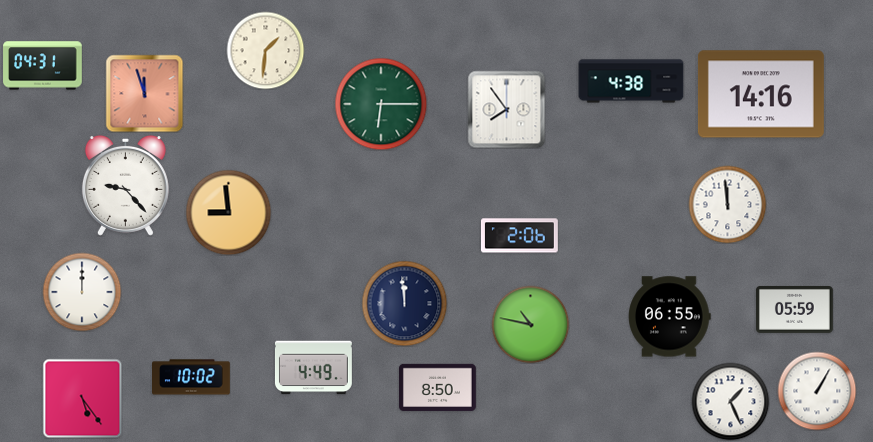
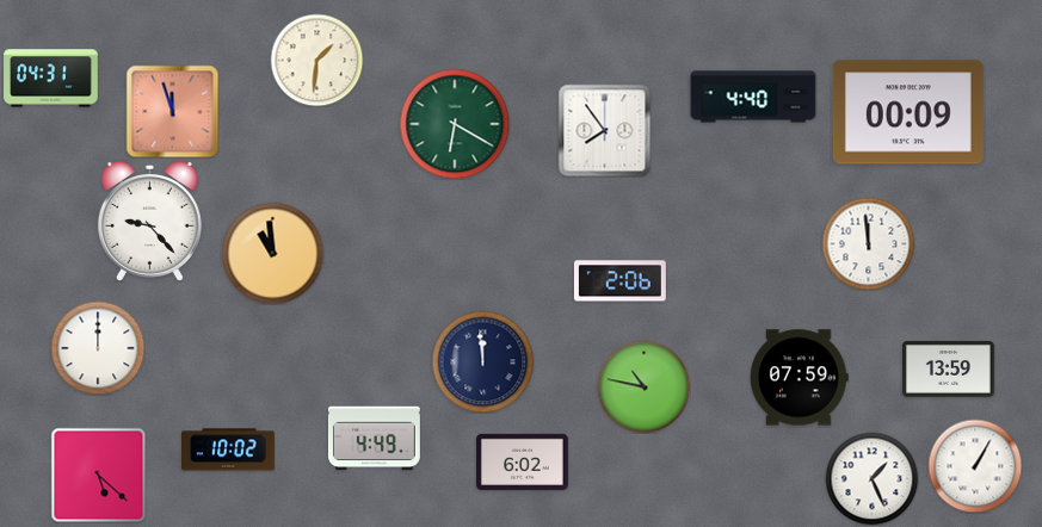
clock at (631, 81): 4:38 -> 4:40
clock at (761, 94): 14:16 -> 00:09
clock at (381, 104): 6:15 -> 6:20
clock at (228, 212): 8:59 -> 10:59
clock at (794, 309): 05:59 -> 13:59
clock at (670, 317): 06:55 -> 07:59
clock at (530, 324) position: (530, 324) -> (643, 386)
clock at (437, 387): 8:50 -> 6:02
clock at (82, 398): 5:24 -> 5:22
